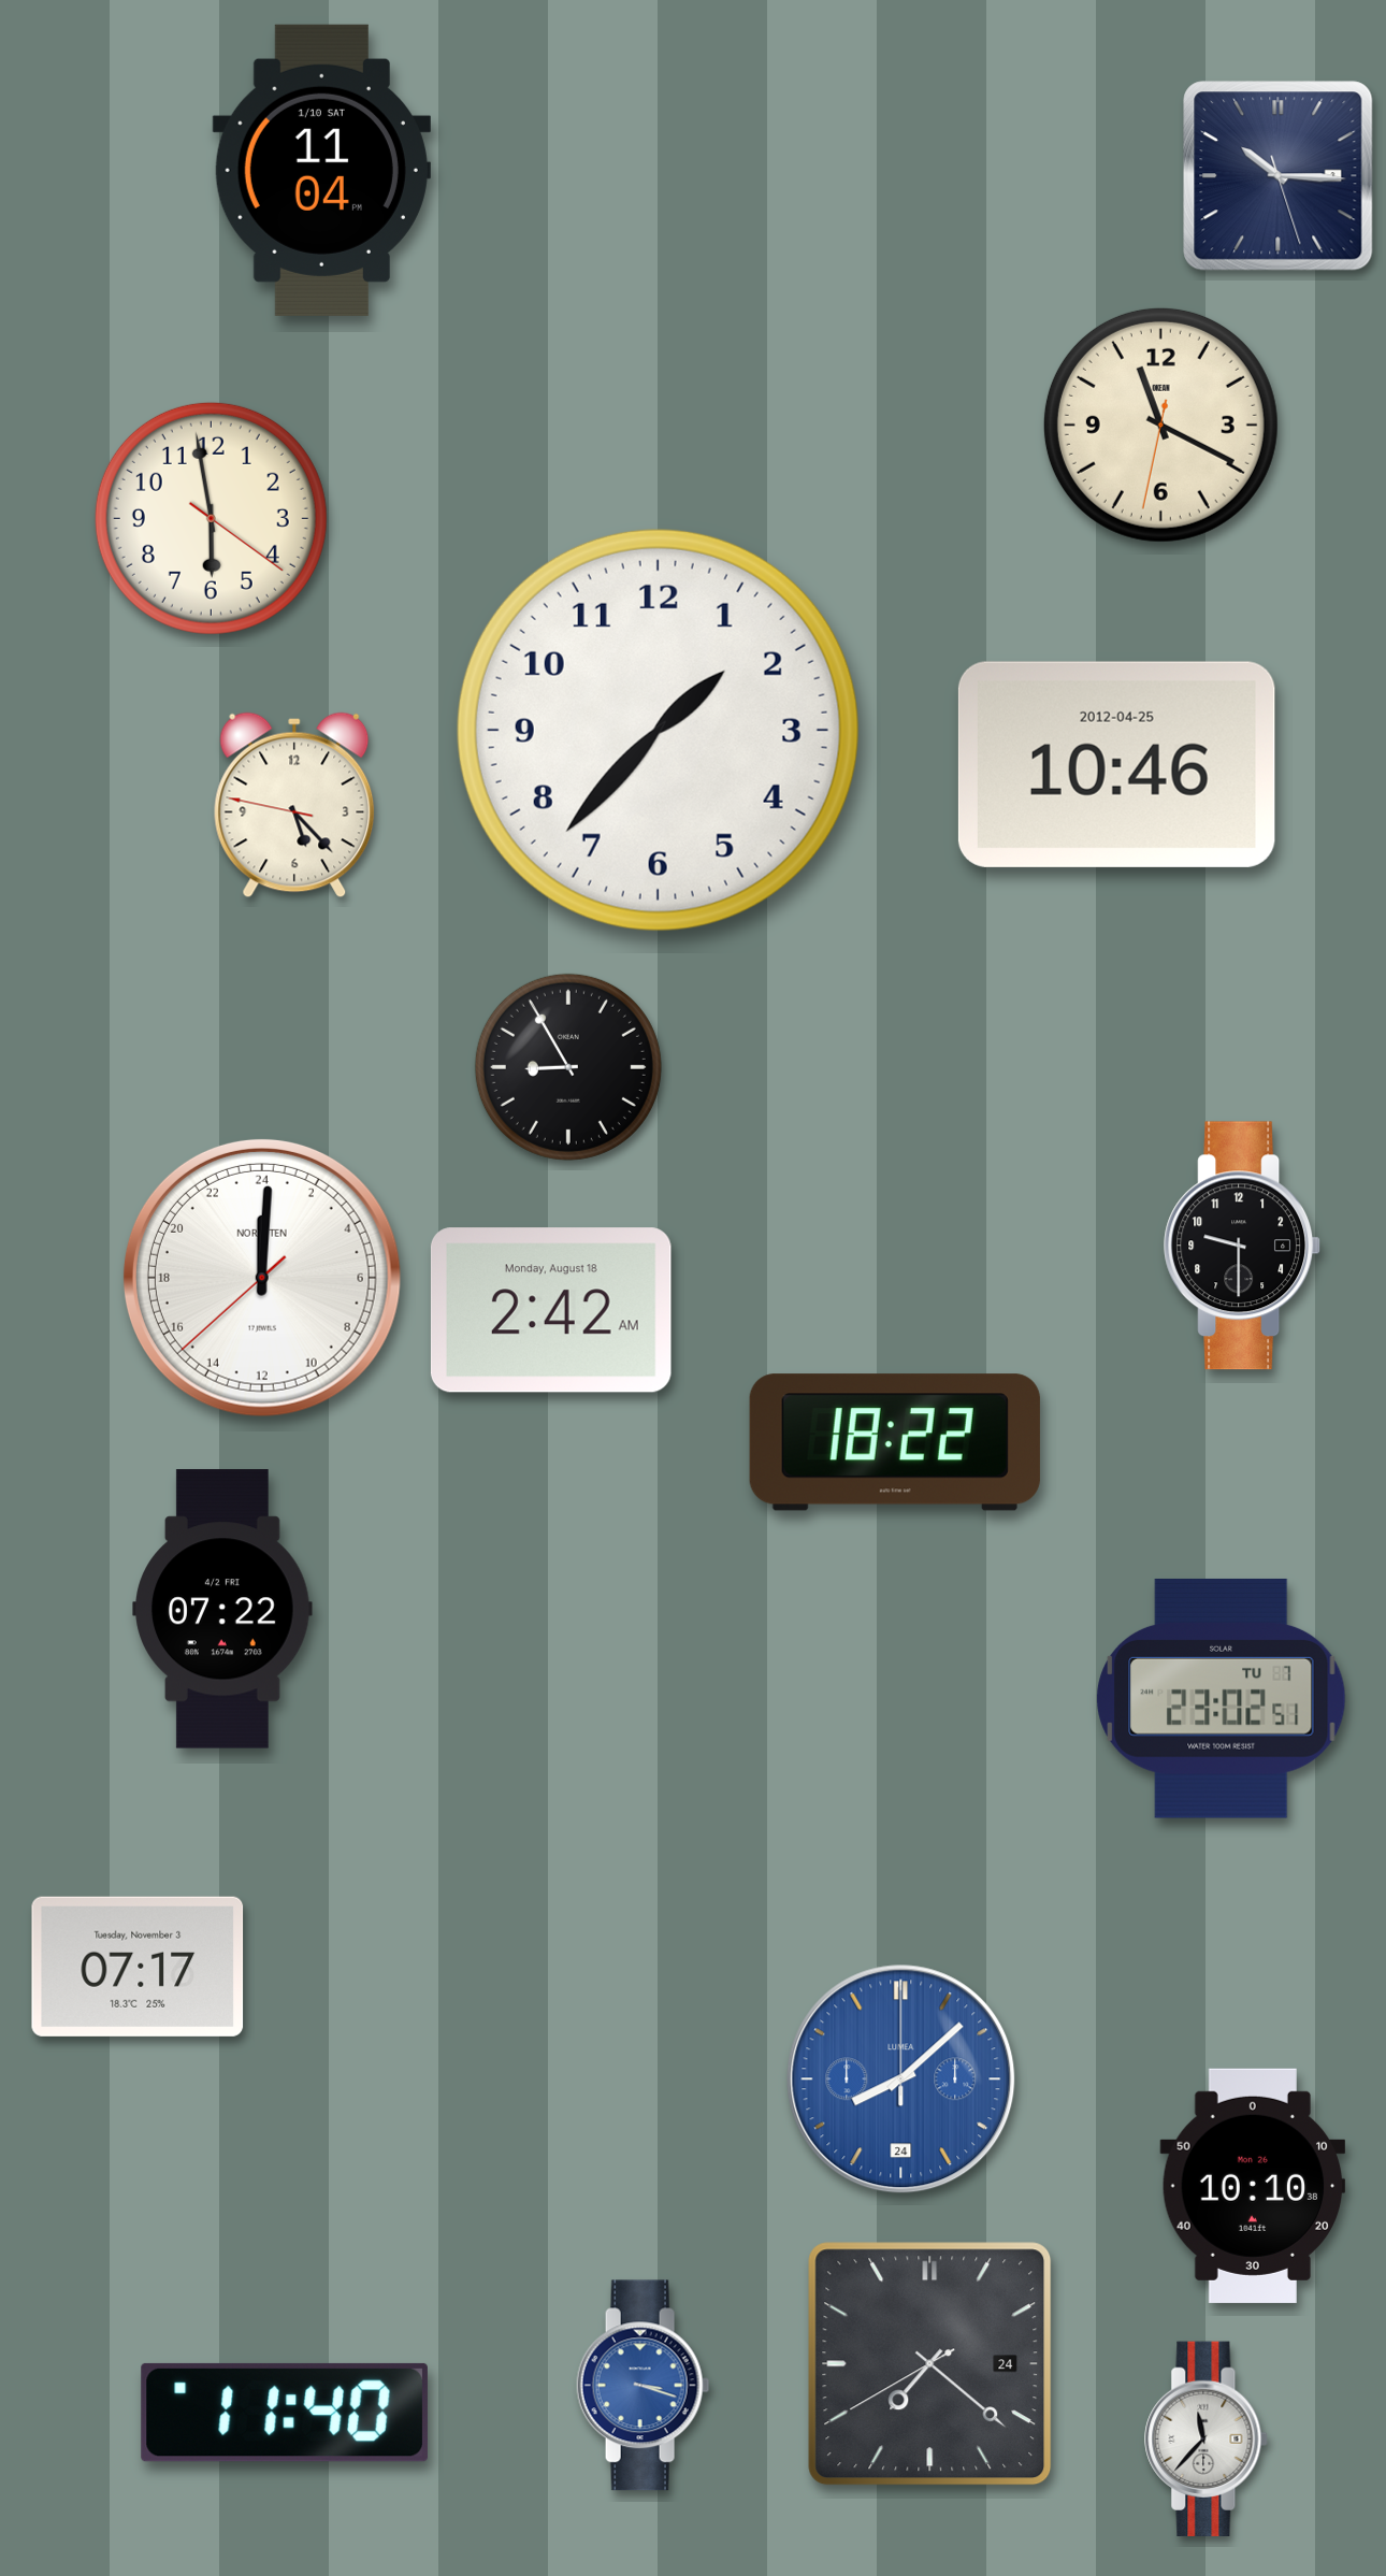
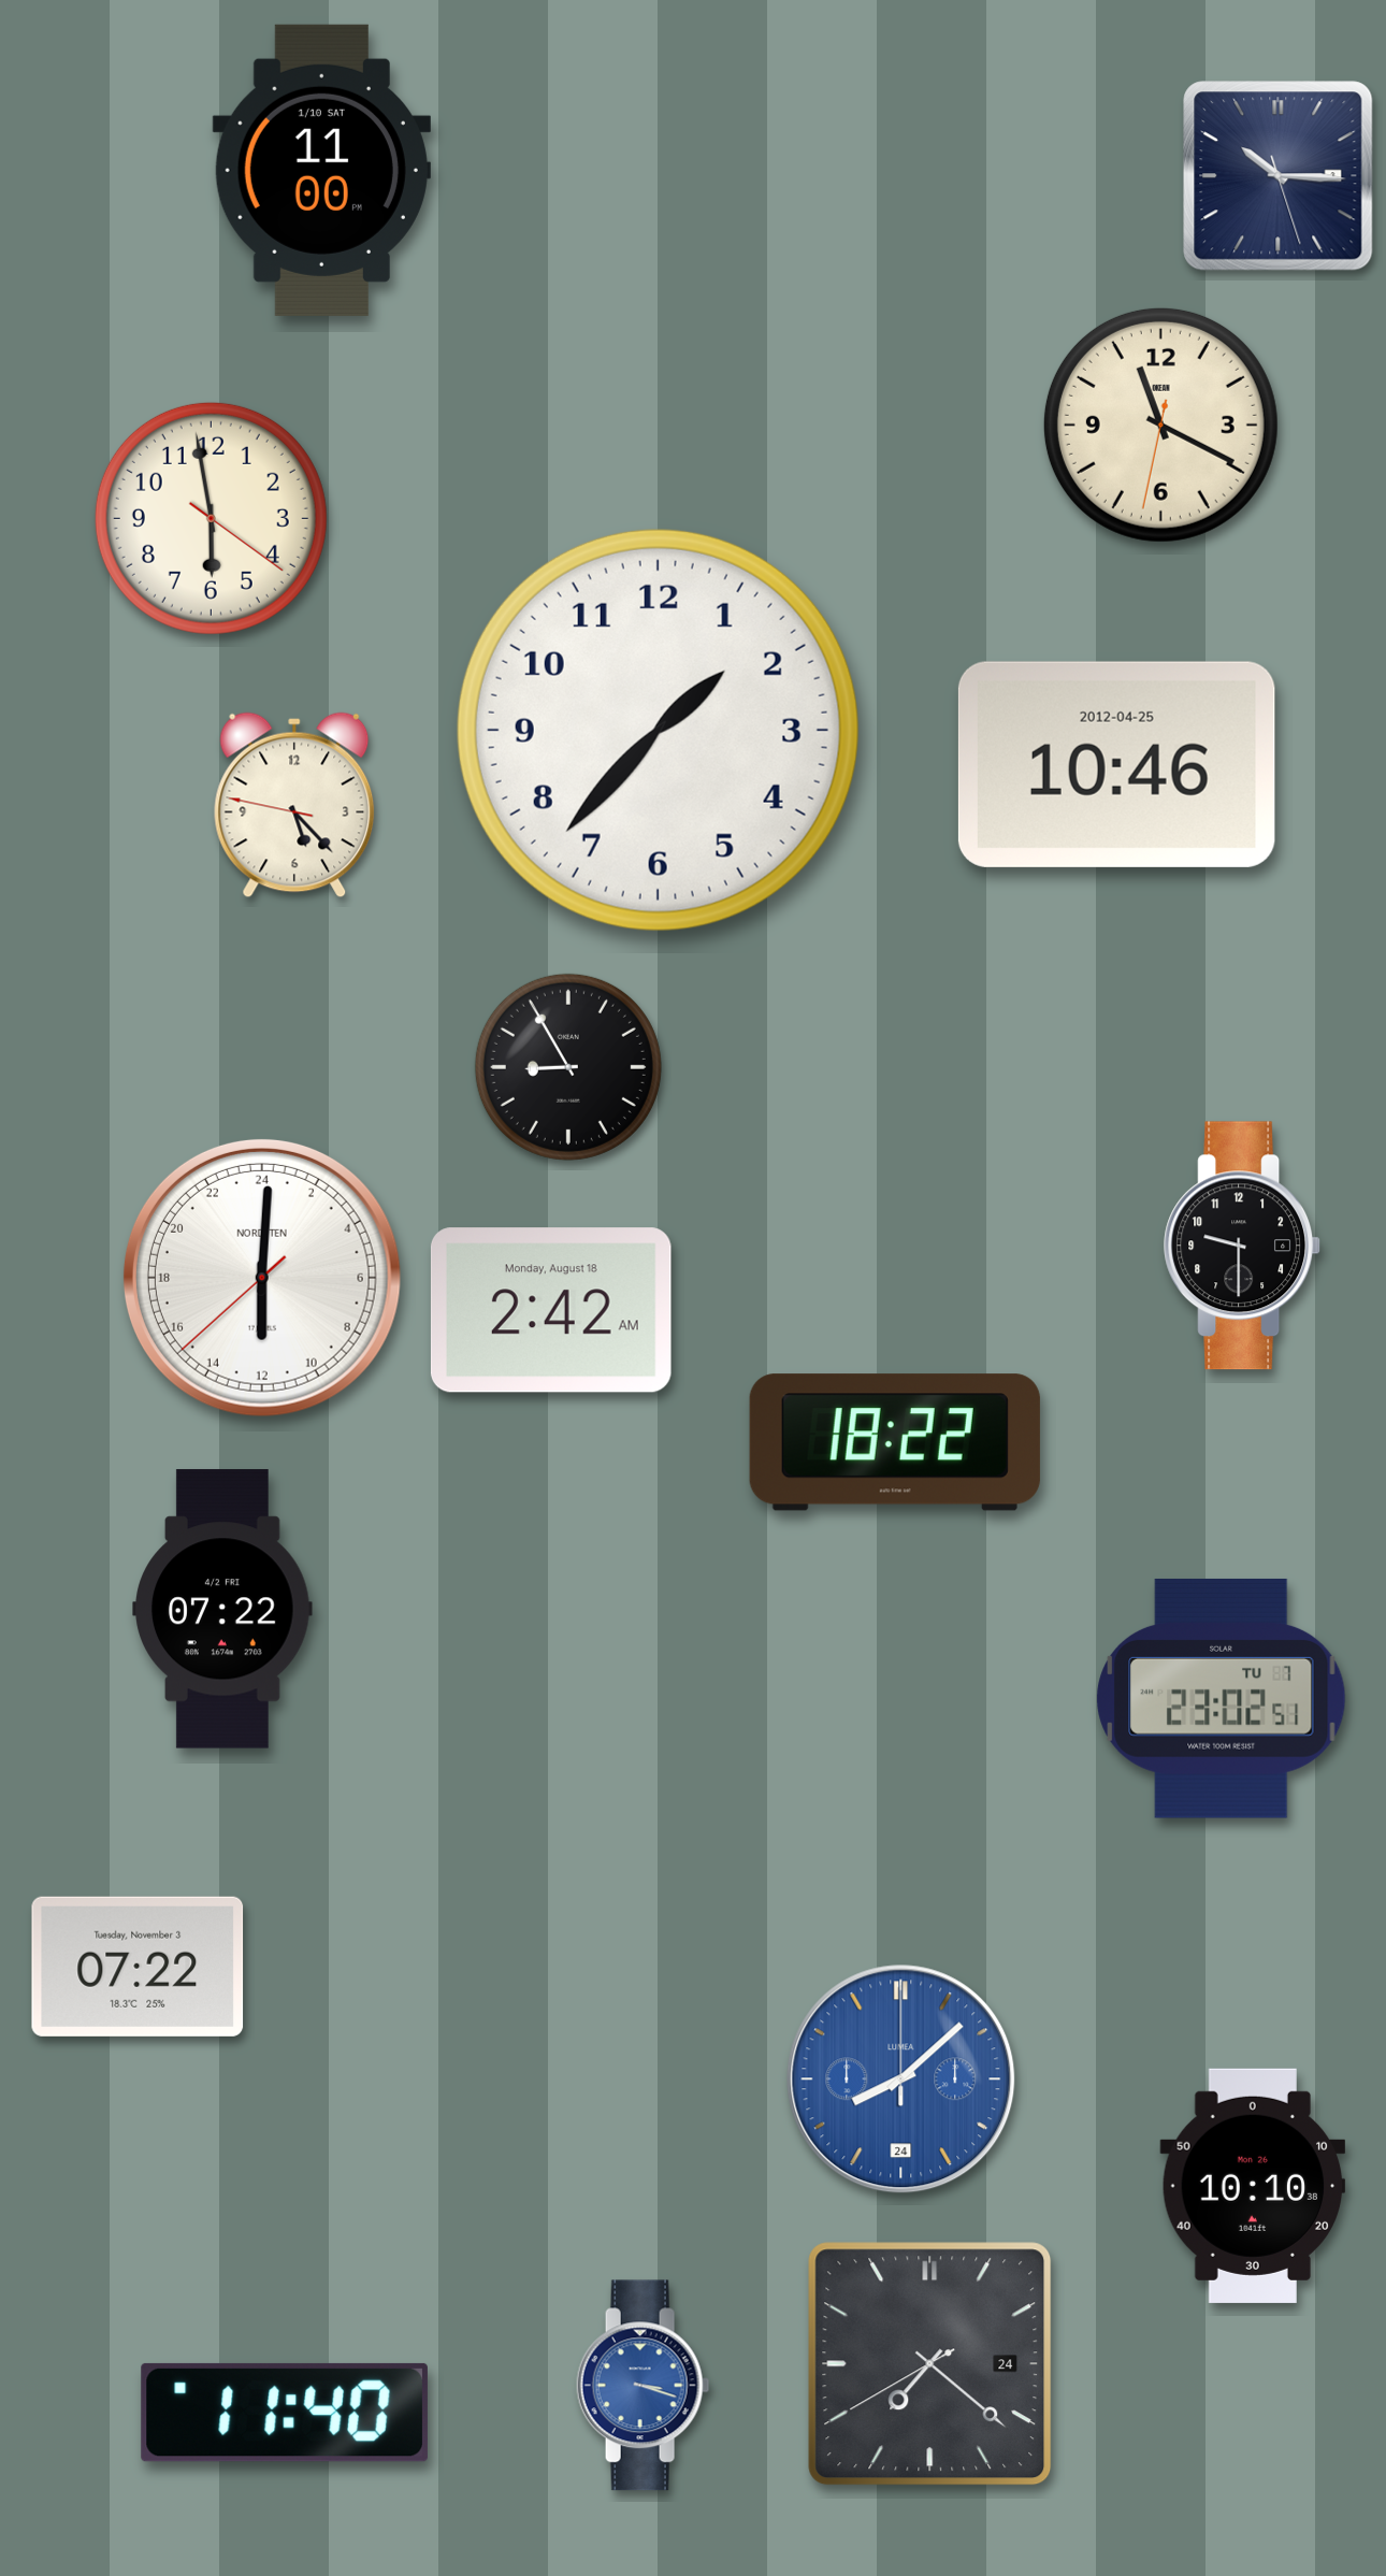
clock at (321, 170): 11:04 -> 11:00
clock at (262, 1278): 0:00 -> 12:00
clock at (138, 1967): 07:17 -> 07:22
clock at (1207, 2438): 11:37 -> none
